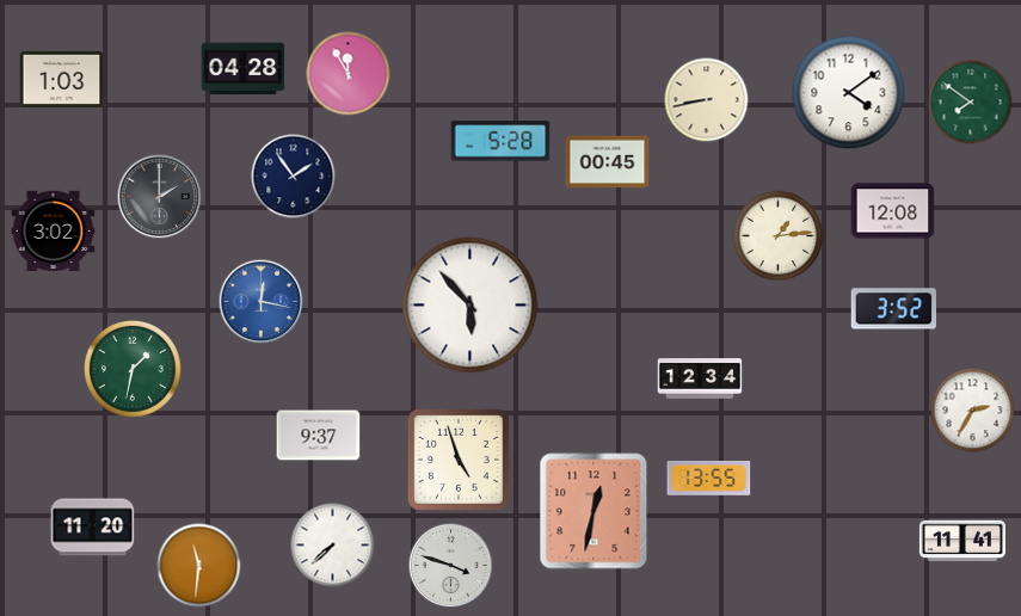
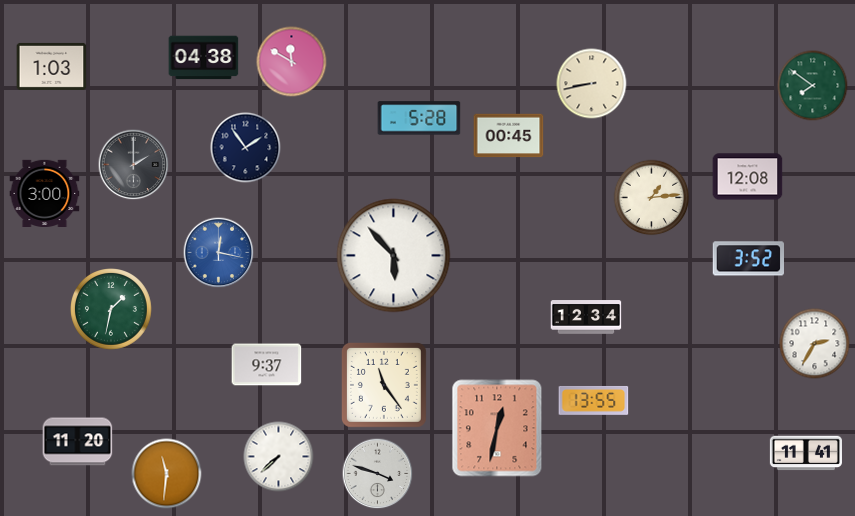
clock at (244, 69): 04:28 -> 04:38
clock at (349, 74): 11:55 -> 11:50
clock at (849, 93): 4:09 -> none
clock at (54, 230): 3:02 -> 3:00
clock at (459, 460): 4:57 -> 11:24
